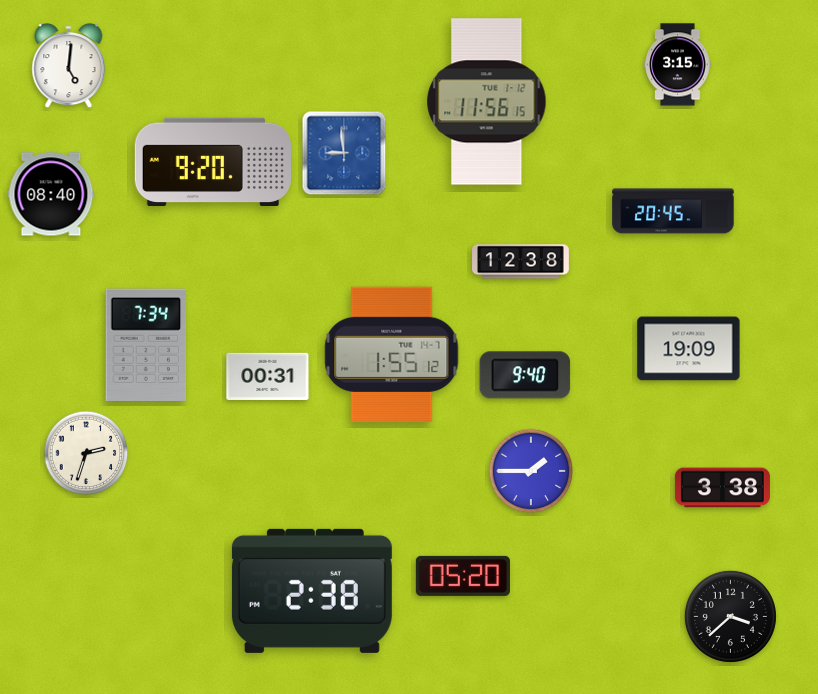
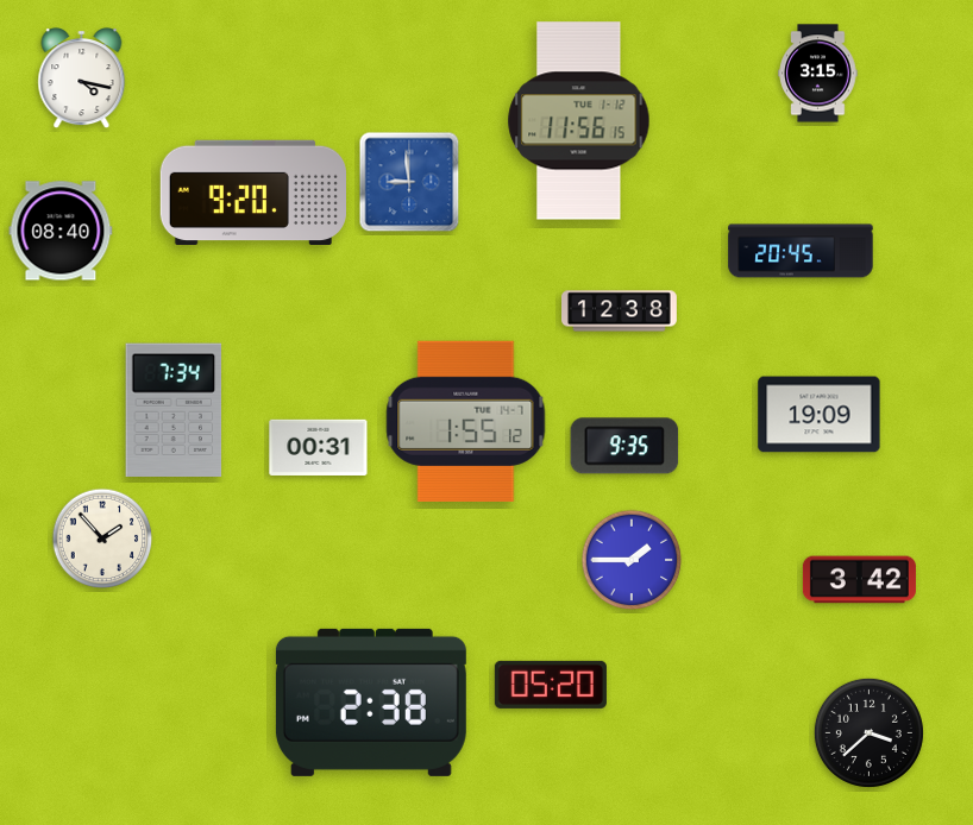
clock at (678, 65) position: (678, 65) -> (818, 74)
clock at (69, 66): 5:01 -> 4:17
clock at (525, 375): 9:40 -> 9:35
clock at (86, 453): 2:33 -> 1:53
clock at (722, 488): 3:38 -> 3:42
